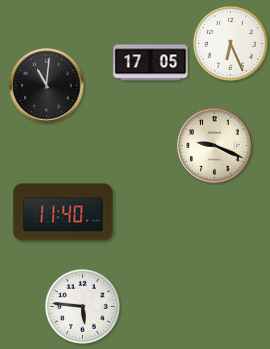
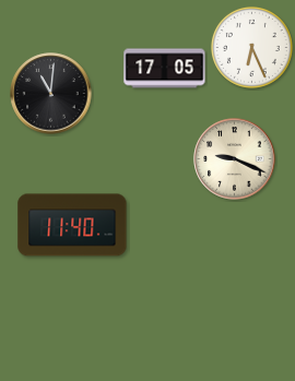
clock at (63, 212) position: (63, 212) -> (72, 225)
clock at (82, 306): 5:46 -> none
